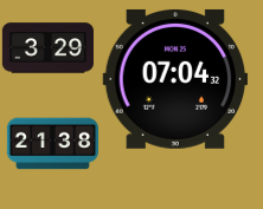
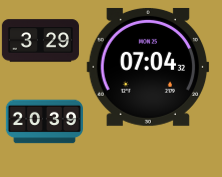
clock at (52, 144): 21:38 -> 20:39
